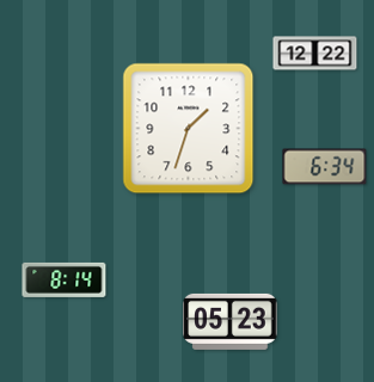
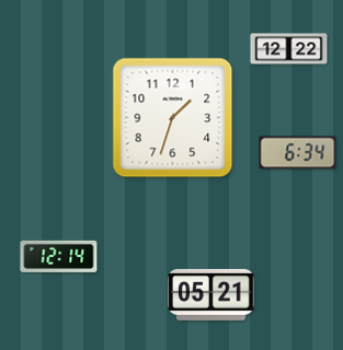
clock at (65, 279): 8:14 -> 12:14
clock at (231, 321): 05:23 -> 05:21
